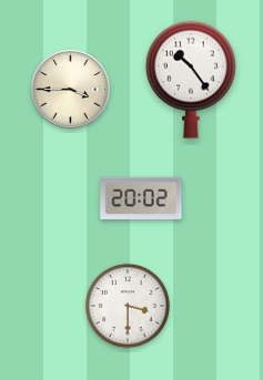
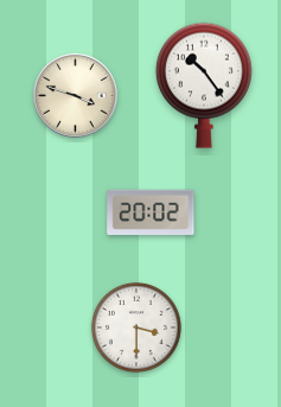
clock at (71, 90): 3:45 -> 3:48
